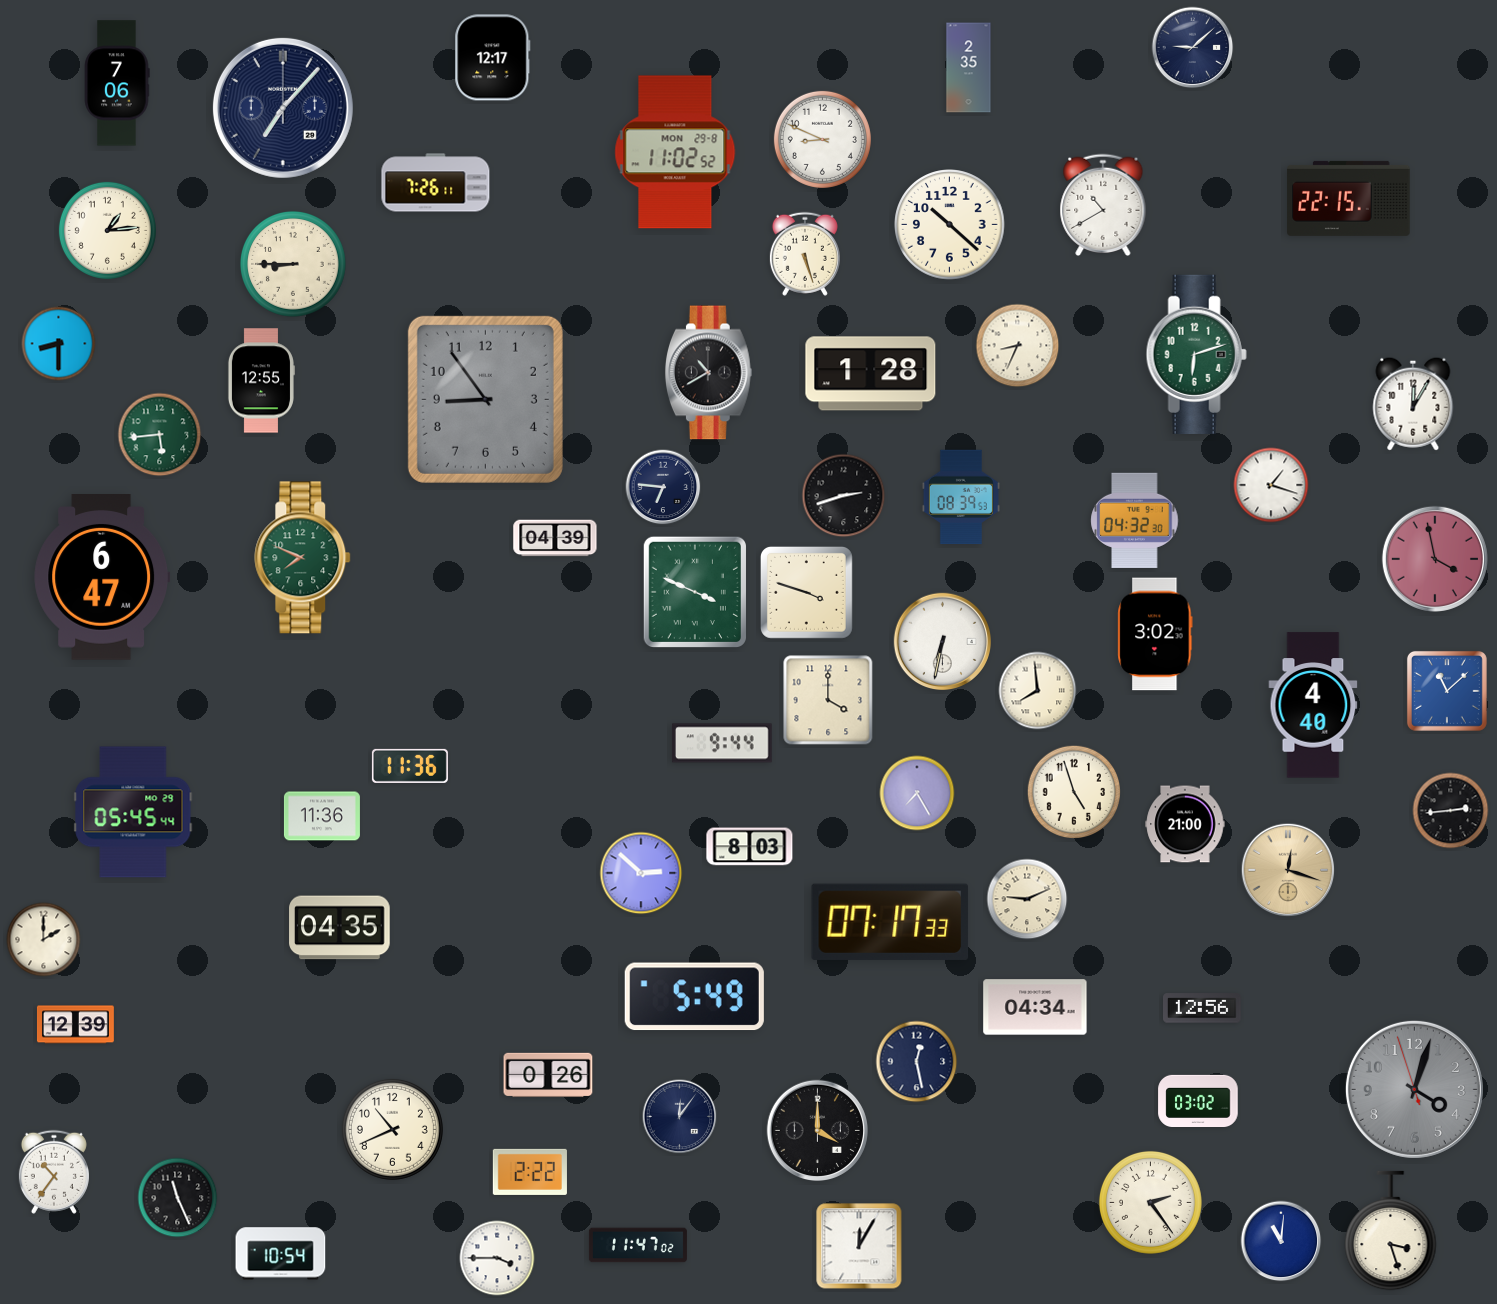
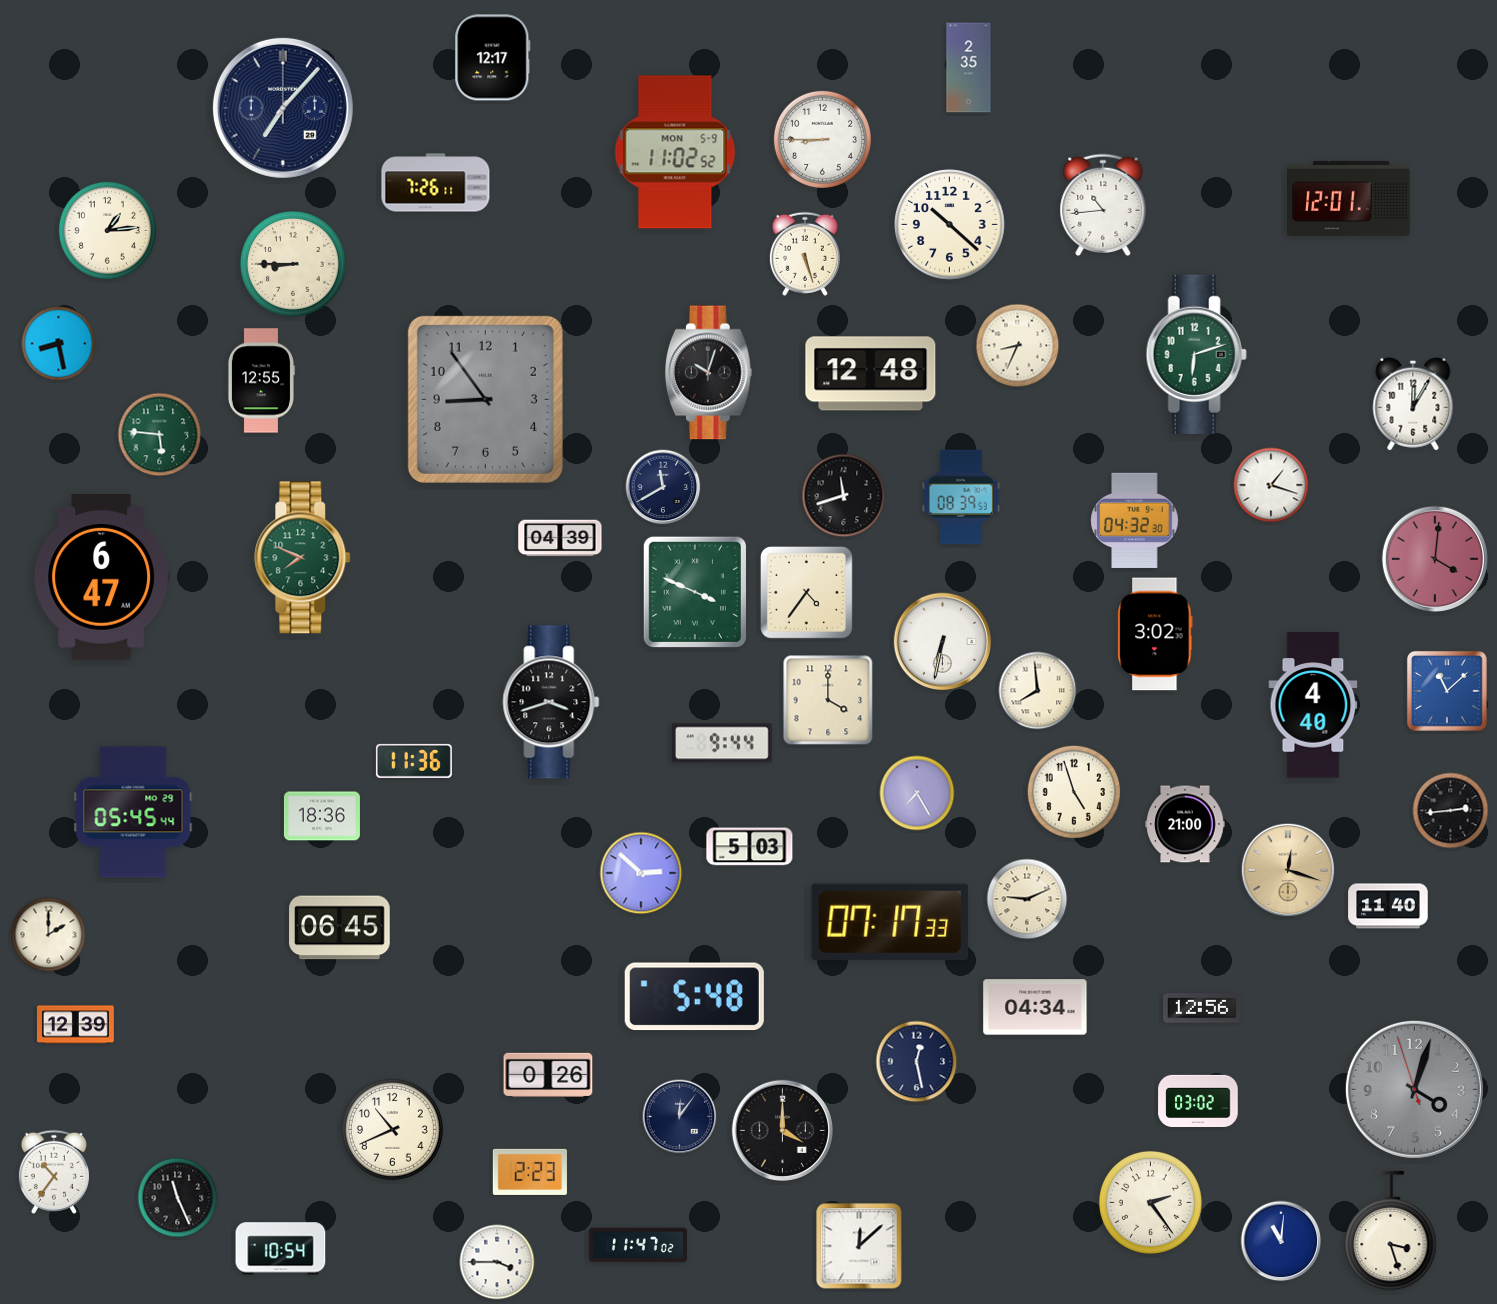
clock at (1193, 48): 9:08 -> none
clock at (117, 83): 7:06 -> none
clock at (822, 139): 8:49 -> 8:45
clock at (675, 152) date: MON 29-8 -> MON 5-9
clock at (1349, 198): 22:15 -> 12:01
clock at (1103, 205): 10:40 -> 10:44
clock at (59, 344): 8:30 -> 8:28
clock at (708, 373): 10:40 -> 10:03
clock at (871, 374): 1:28 -> 12:48
clock at (160, 435): 5:44 -> 5:46
clock at (663, 487): 6:46 -> 11:40
clock at (844, 496): 2:42 -> 11:42
clock at (555, 538) position: (555, 538) -> (560, 538)
clock at (1435, 559): 3:58 -> 4:01
clock at (806, 592): 3:48 -> 4:36
clock at (551, 702): none -> 3:42
clock at (410, 766) position: (410, 766) -> (414, 761)
clock at (322, 816): 11:36 -> 18:36
clock at (750, 847): 8:03 -> 5:03
clock at (1388, 906): none -> 11:40
clock at (340, 928): 04:35 -> 06:45
clock at (44, 940) position: (44, 940) -> (49, 935)
clock at (694, 997): 5:49 -> 5:48
clock at (817, 1130) position: (817, 1130) -> (782, 1130)
clock at (530, 1172): 2:22 -> 2:23
clock at (859, 1246): 12:05 -> 12:08
clock at (281, 1254) position: (281, 1254) -> (281, 1249)
clock at (497, 1258) position: (497, 1258) -> (497, 1262)
